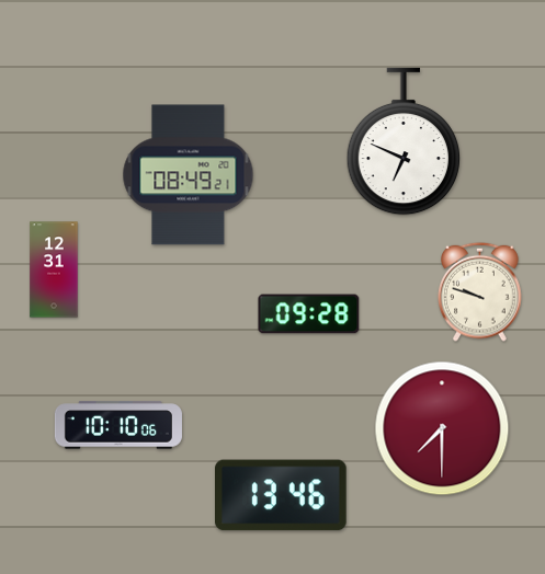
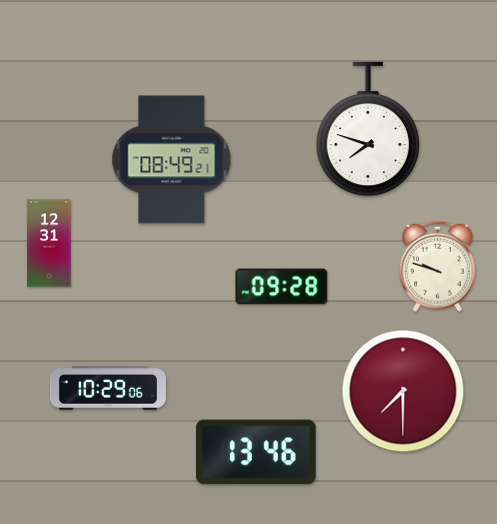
clock at (402, 141): 6:49 -> 7:48
clock at (54, 269) position: (54, 269) -> (49, 243)
clock at (118, 425): 10:10 -> 10:29
